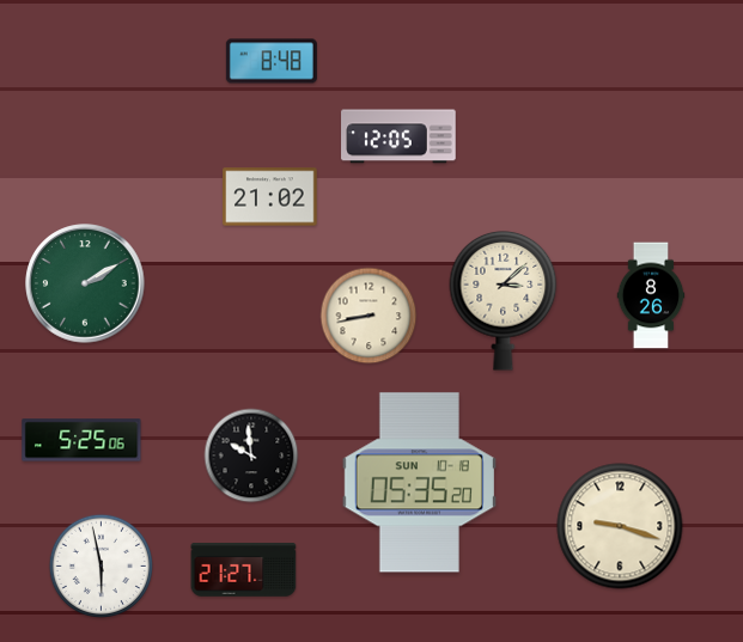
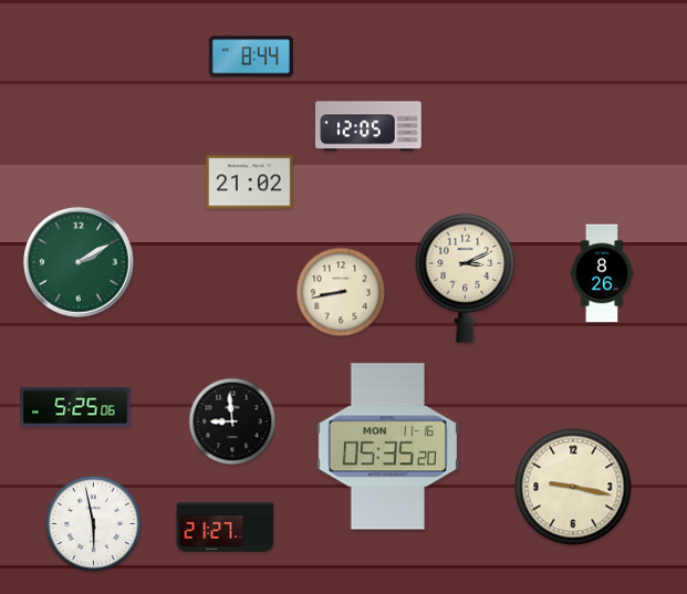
clock at (272, 61): 8:48 -> 8:44
clock at (504, 301): 3:08 -> 3:11
clock at (251, 455): 9:59 -> 8:59
clock at (419, 483) date: SUN 10-18 -> MON 11-16
clock at (620, 526): 9:18 -> 9:17
